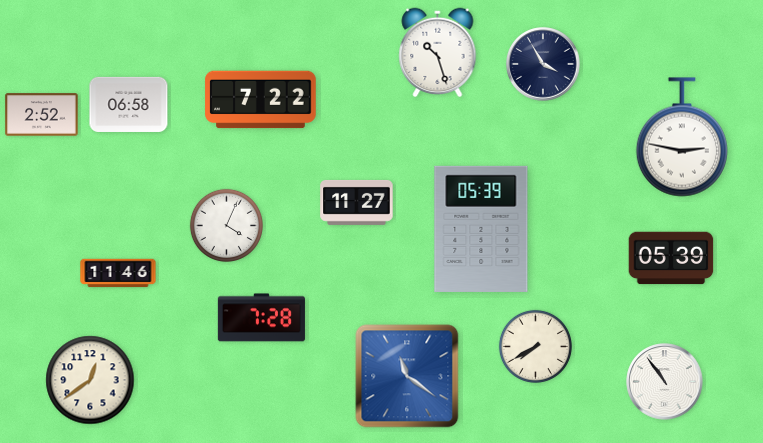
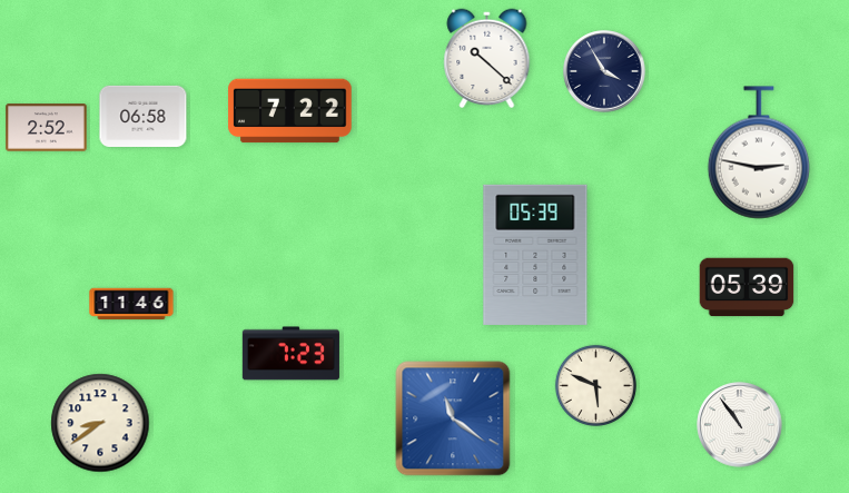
clock at (438, 53): 10:27 -> 10:22
clock at (357, 202): 11:27 -> none
clock at (226, 225): 4:04 -> none
clock at (261, 318): 7:28 -> 7:23
clock at (535, 346): 7:40 -> 5:49
clock at (90, 380): 12:39 -> 8:39
